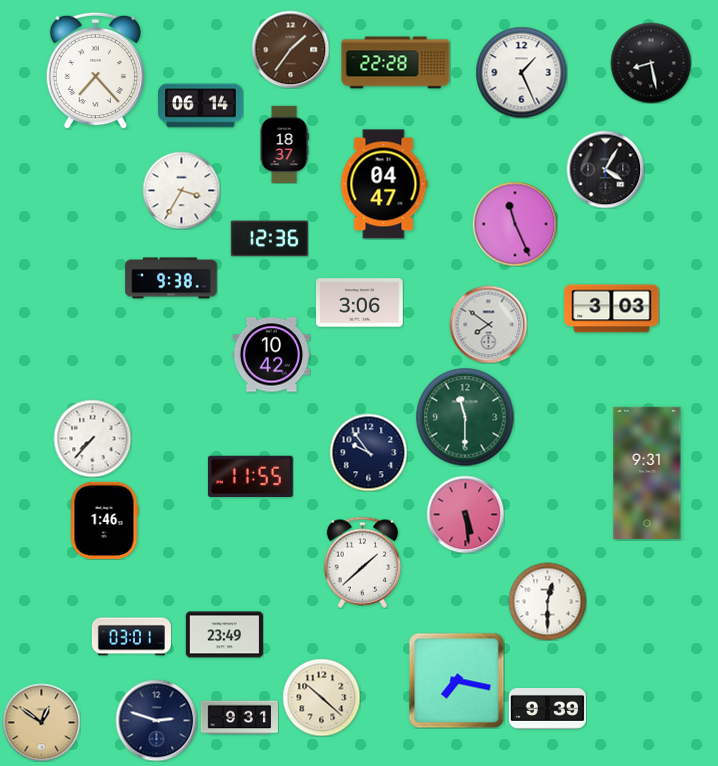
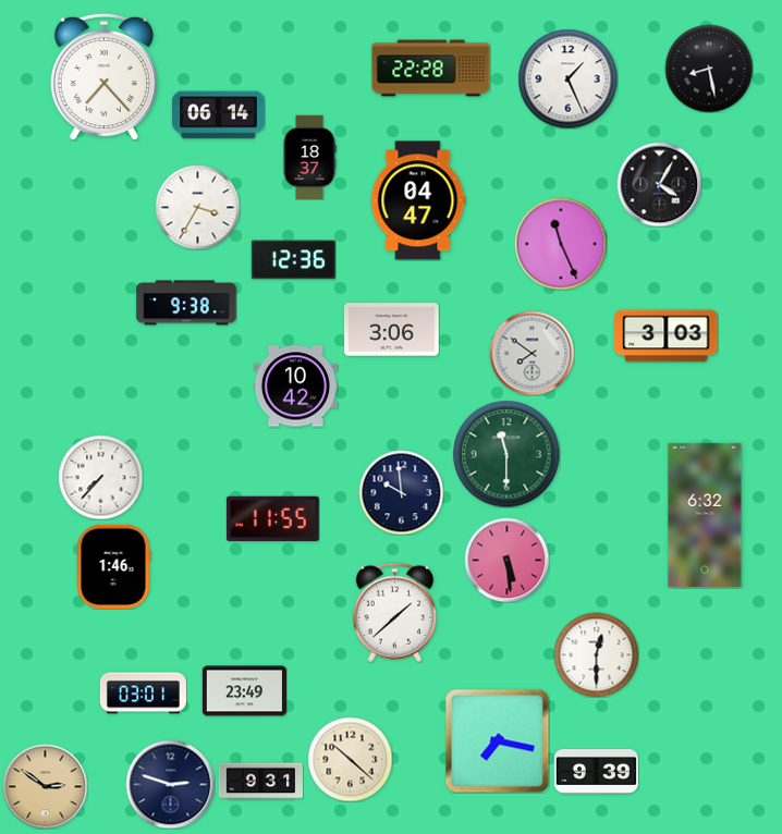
clock at (290, 49): 1:36 -> none
clock at (368, 452): 9:54 -> 9:59
clock at (647, 473): 9:31 -> 6:32
clock at (41, 722): 12:51 -> 2:51
